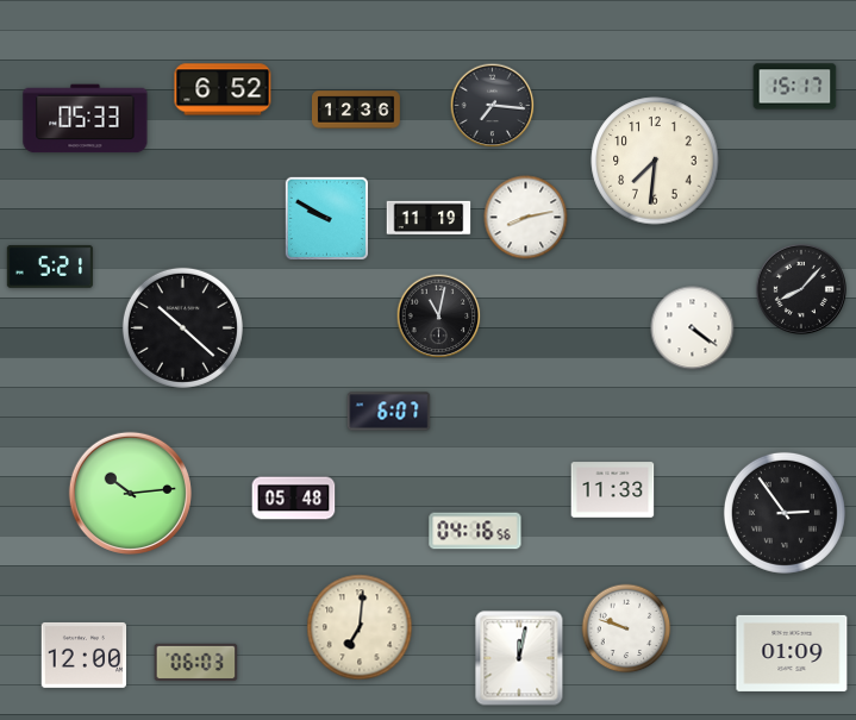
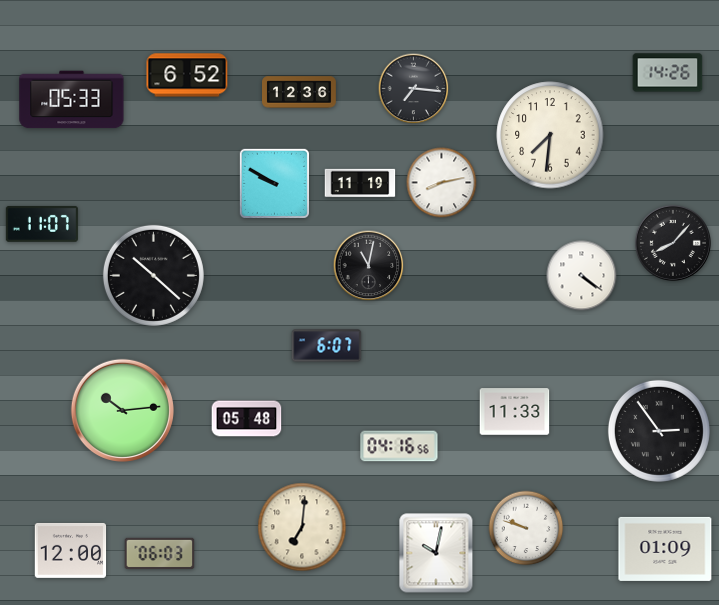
clock at (795, 87): 15:17 -> 14:26
clock at (50, 267): 5:21 -> 11:07
clock at (130, 493) position: (130, 493) -> (122, 410)
clock at (519, 658): 12:02 -> 10:02
clock at (196, 663) position: (196, 663) -> (160, 554)
